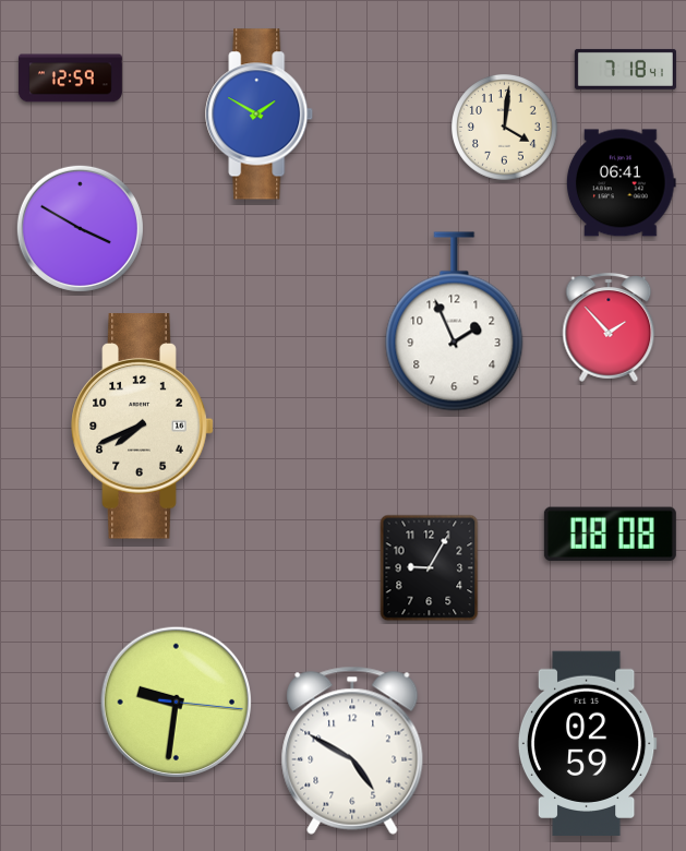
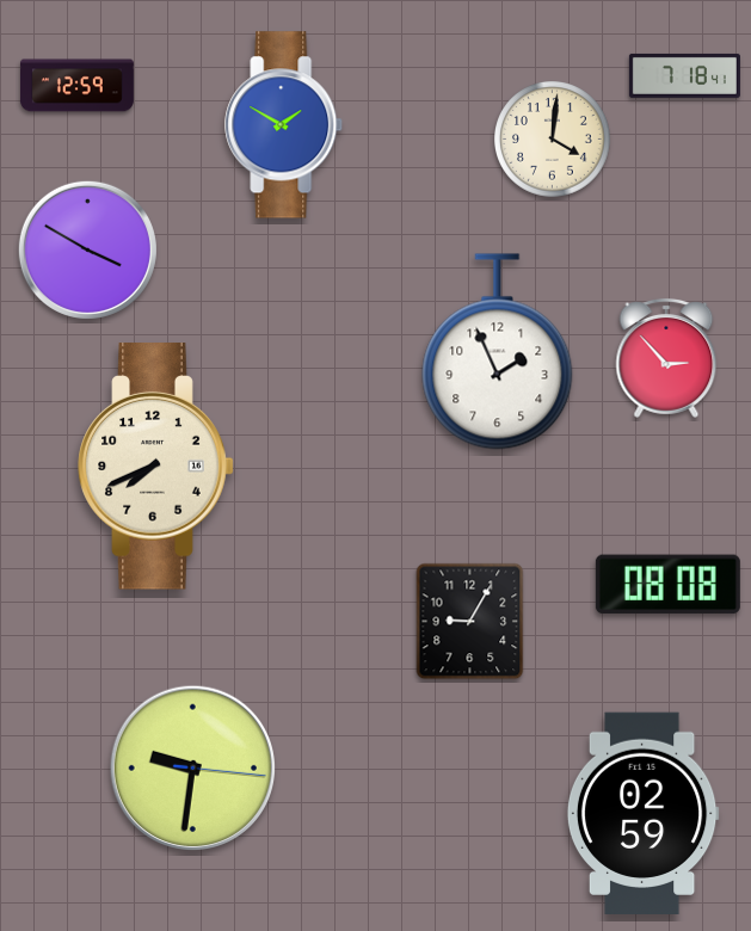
clock at (622, 183): 06:41 -> none
clock at (609, 327): 1:53 -> 2:53
clock at (352, 751): 4:50 -> none
